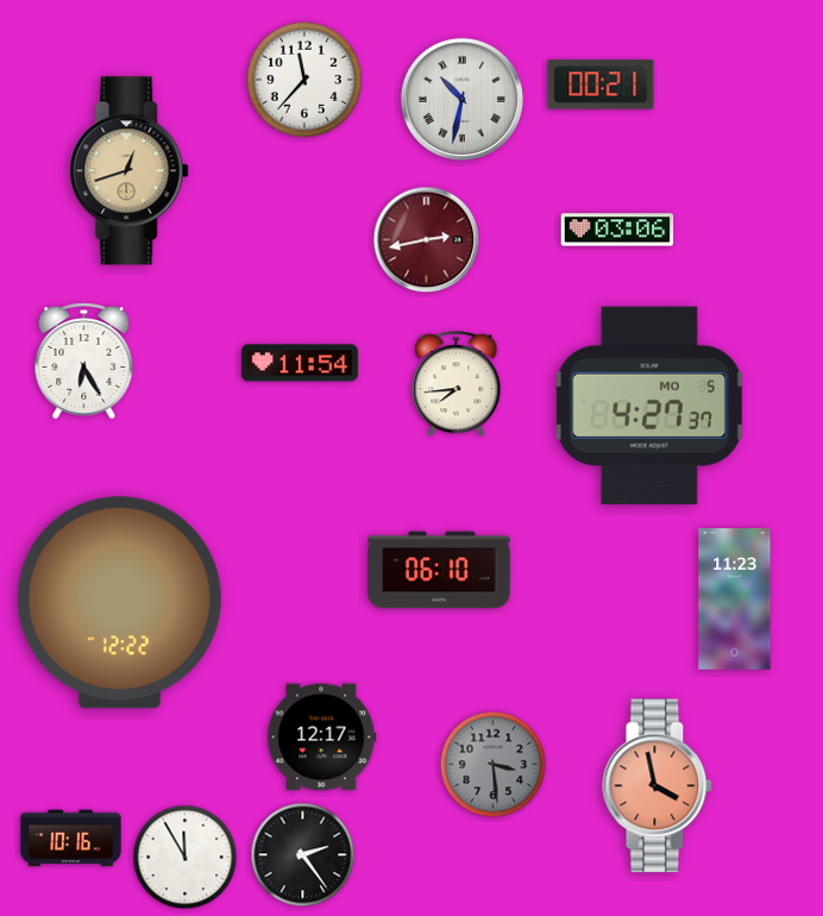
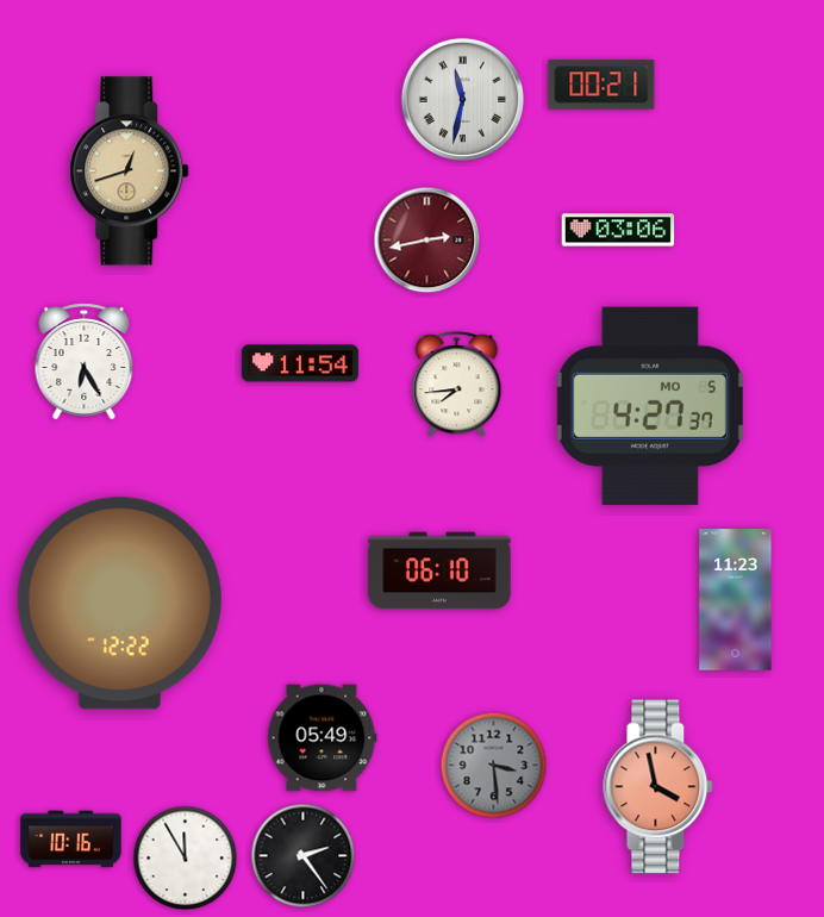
clock at (304, 80): 11:37 -> none
clock at (461, 99): 10:32 -> 11:32
clock at (321, 738): 12:17 -> 05:49
